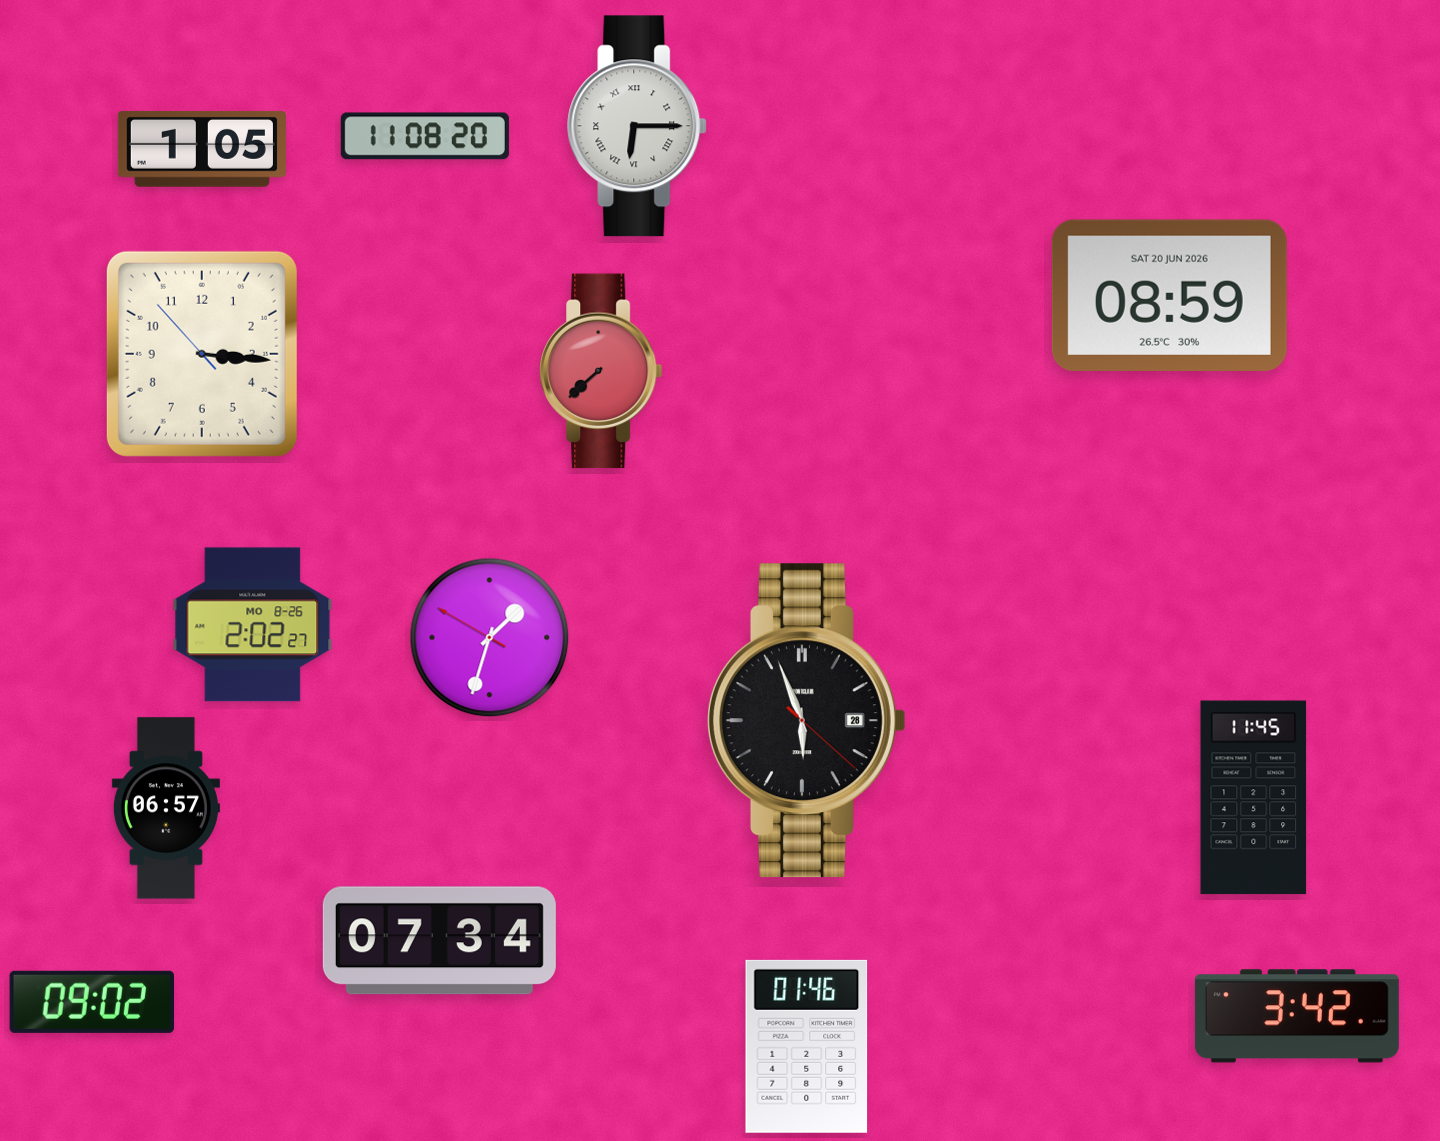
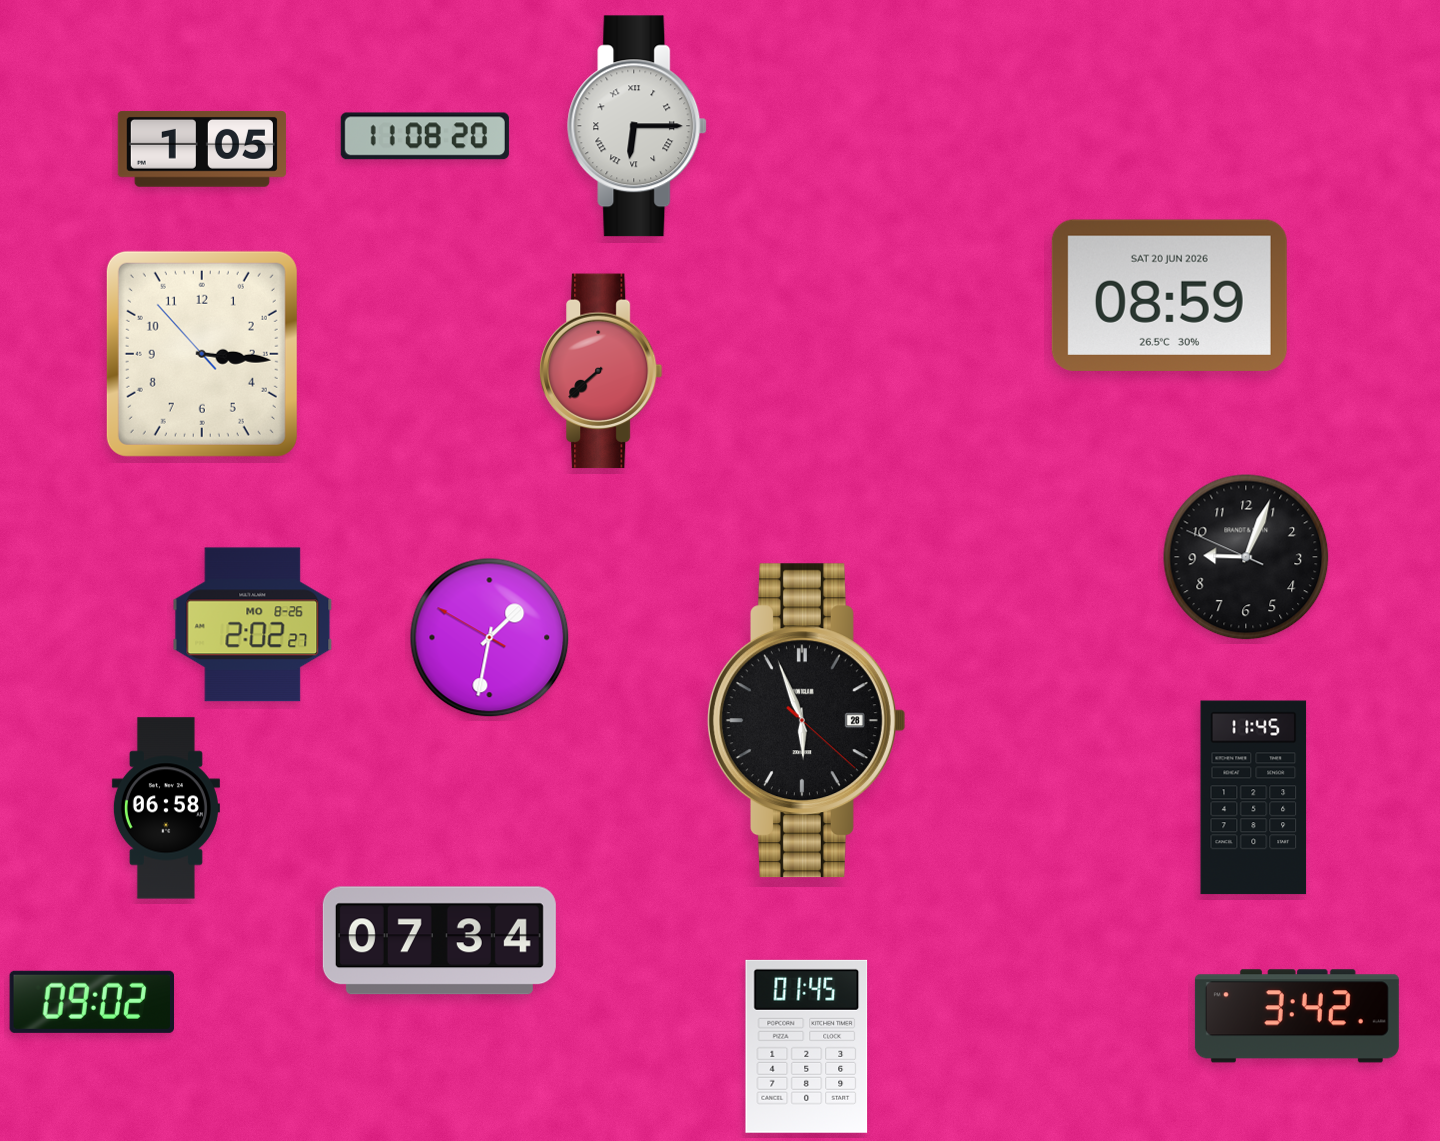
clock at (1246, 557): none -> 9:03
clock at (490, 638): 1:32 -> 1:31
clock at (166, 808): 06:57 -> 06:58
clock at (807, 1046): 01:46 -> 01:45
